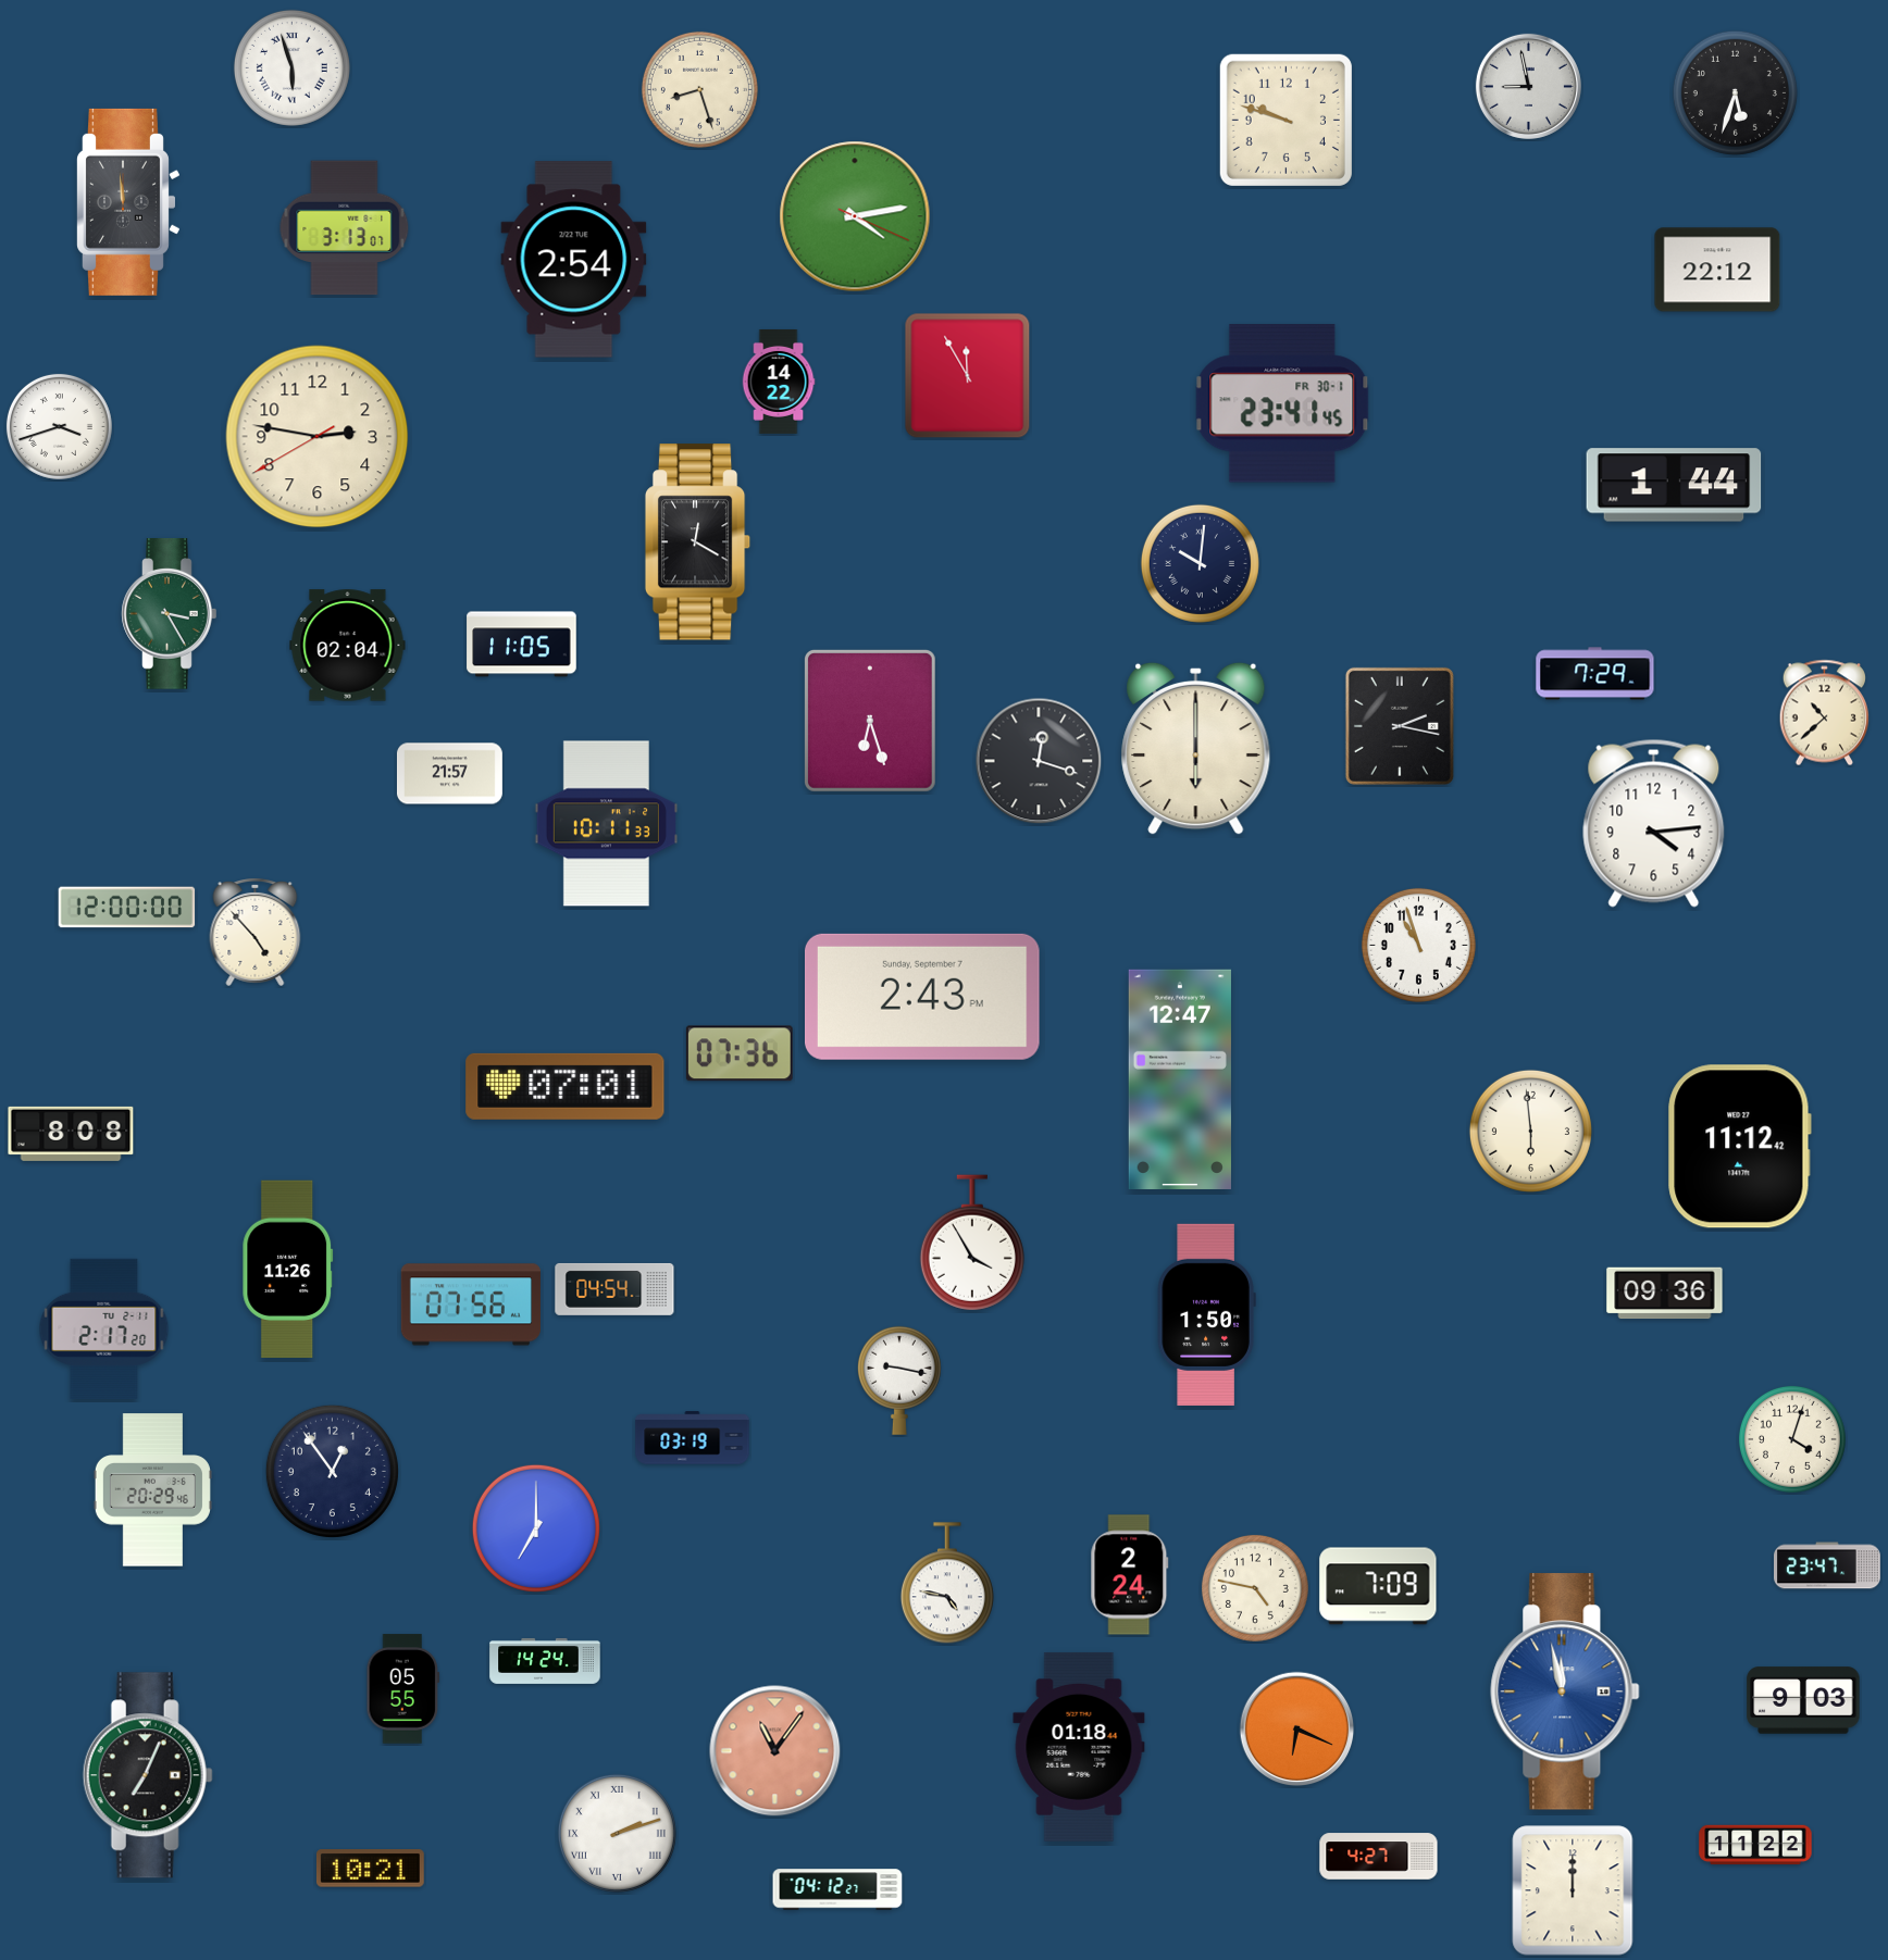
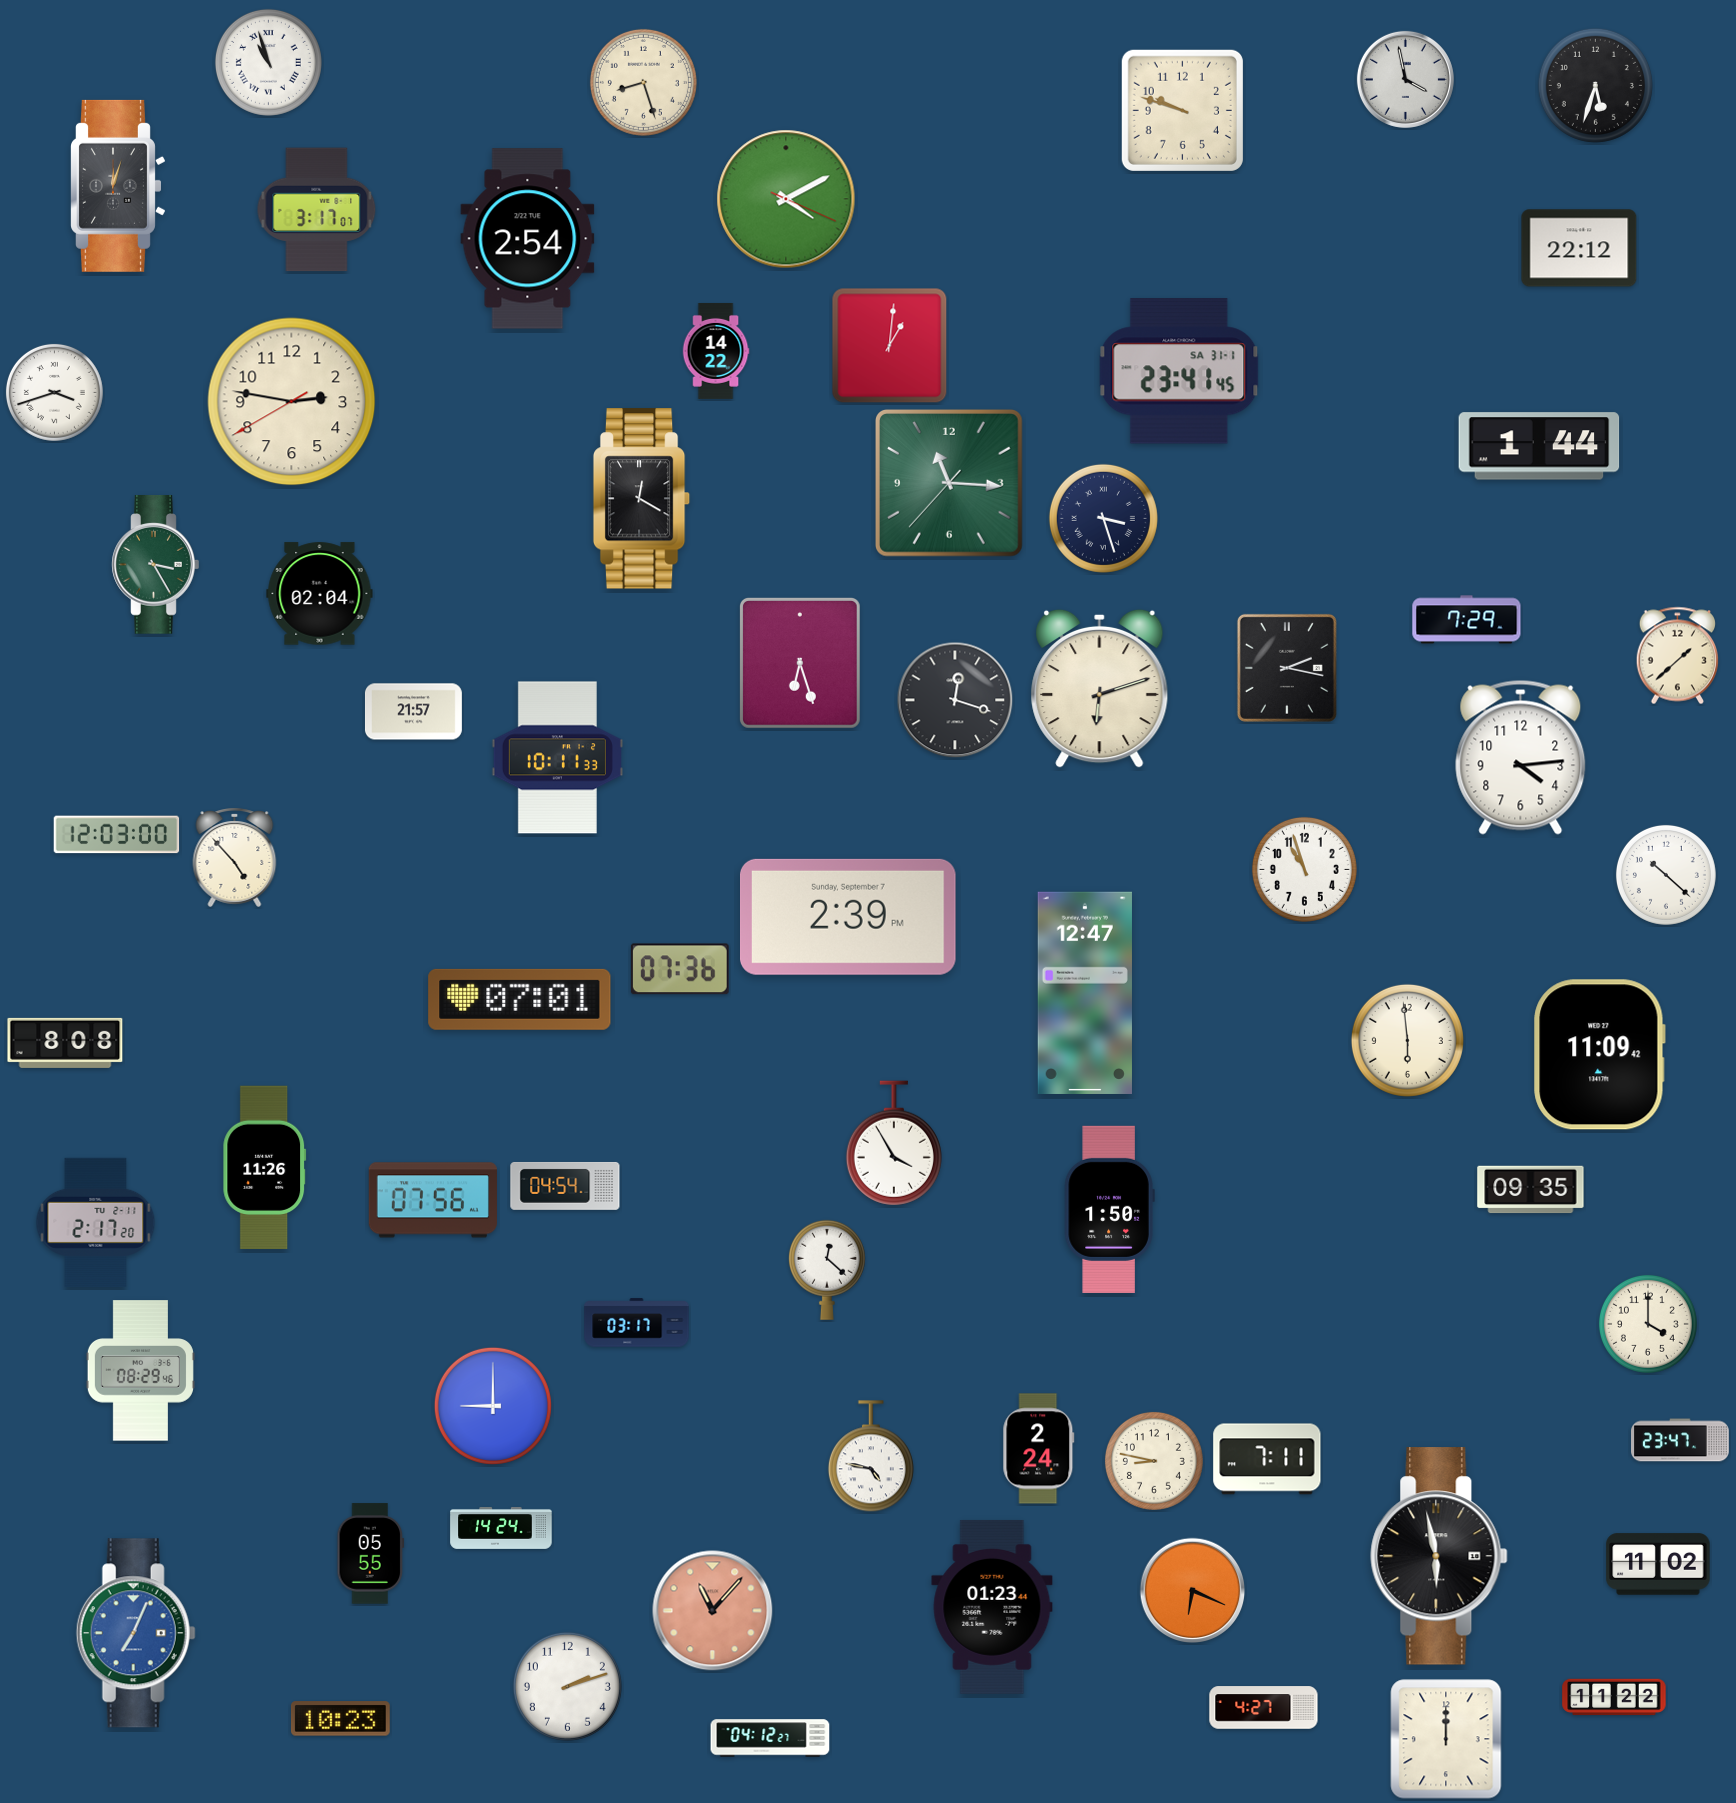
clock at (291, 67): 5:57 -> 10:57
clock at (1528, 86): 8:58 -> 3:58
clock at (129, 202): 11:59 -> 12:03
clock at (855, 216): 4:13 -> 4:10
clock at (345, 228): 3:13 -> 3:17
clock at (968, 376): 11:55 -> 1:01
clock at (1282, 403) date: FR 30-1 -> SA 31-1
clock at (950, 484): none -> 11:15
clock at (1200, 563): 10:01 -> 3:27
clock at (522, 645): 11:05 -> none
clock at (1824, 713): 10:38 -> 1:38
clock at (1196, 748): 6:00 -> 6:12
clock at (127, 908): 12:00 -> 12:03
clock at (1666, 875): none -> 10:22
clock at (923, 997): 2:43 -> 2:39
clock at (1739, 1147): 11:12 -> 11:09
clock at (1665, 1294): 09:36 -> 09:35
clock at (899, 1381): 9:17 -> 12:22
clock at (693, 1438): 03:19 -> 03:17
clock at (1792, 1439): 4:03 -> 4:00
clock at (332, 1471): 12:54 -> none
clock at (152, 1490): 20:29 -> 08:29
clock at (536, 1528): 7:00 -> 9:00
clock at (1378, 1586): 7:09 -> 7:11
clock at (1255, 1588): 4:47 -> 8:47
clock at (1565, 1691): 11:58 -> 5:58
clock at (1565, 1691) dial: blue -> black
clock at (1803, 1700): 9:03 -> 11:02
clock at (1079, 1747): 01:18 -> 01:23
clock at (775, 1751): 11:06 -> 11:07
clock at (148, 1775) dial: black -> blue
clock at (617, 1833) numerals: Roman -> Arabic
clock at (1379, 1857) position: (1379, 1857) -> (1264, 1708)
clock at (370, 1869): 10:21 -> 10:23
